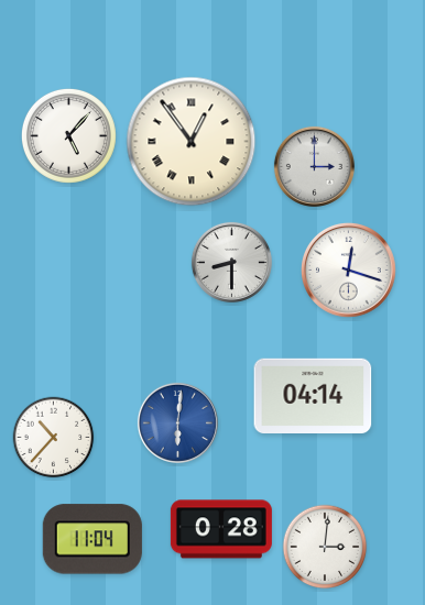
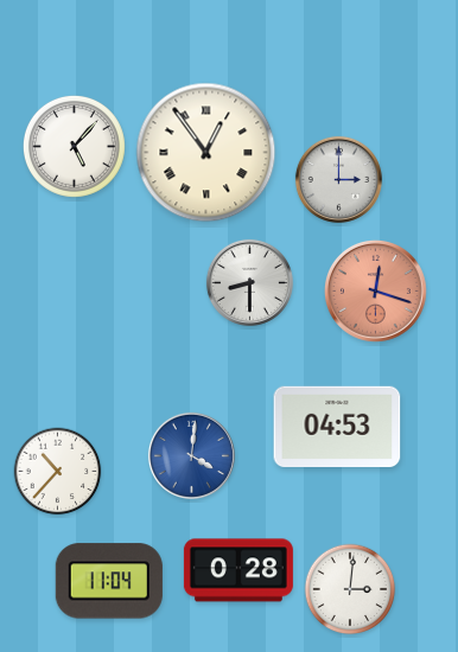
clock at (348, 269) dial: white -> salmon
clock at (313, 396): 04:14 -> 04:53
clock at (177, 422): 6:01 -> 4:01
clock at (92, 539) position: (92, 539) -> (109, 581)
